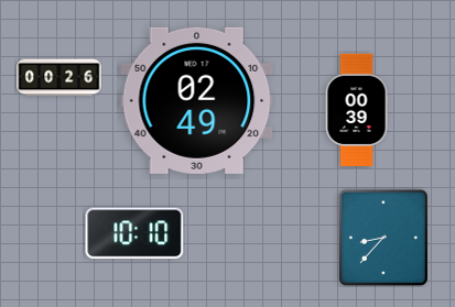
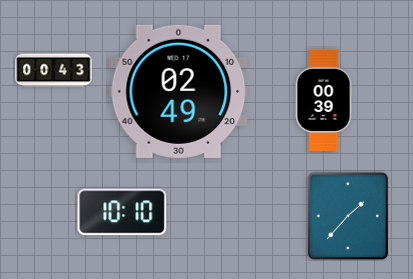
clock at (59, 78): 00:26 -> 00:43
clock at (383, 238): 8:37 -> 1:37
